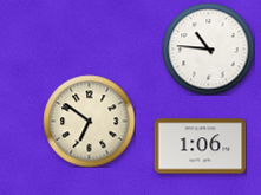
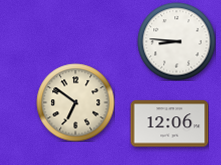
clock at (208, 48): 10:46 -> 8:46
clock at (200, 147): 1:06 -> 12:06
